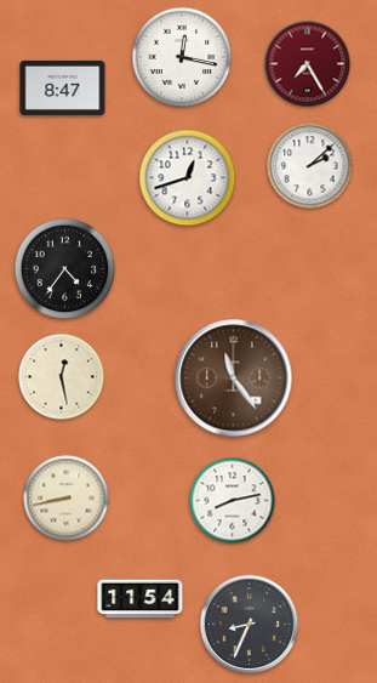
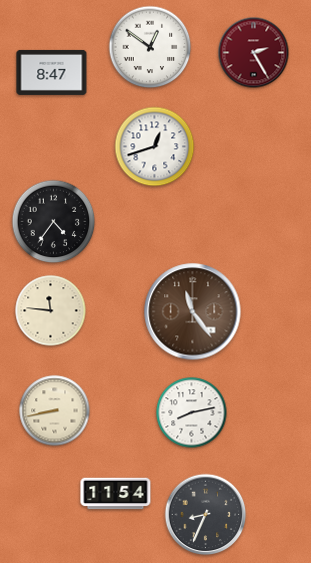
clock at (182, 57): 12:17 -> 12:51
clock at (308, 64): 7:25 -> 2:25
clock at (310, 166): 2:08 -> none
clock at (62, 377): 12:28 -> 11:46
